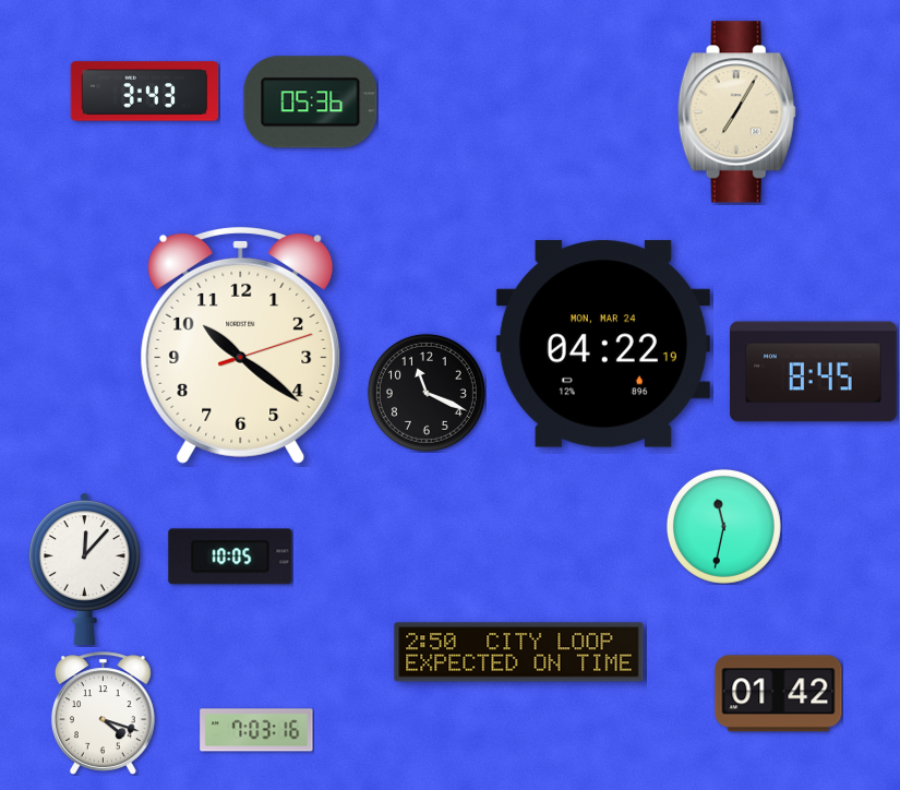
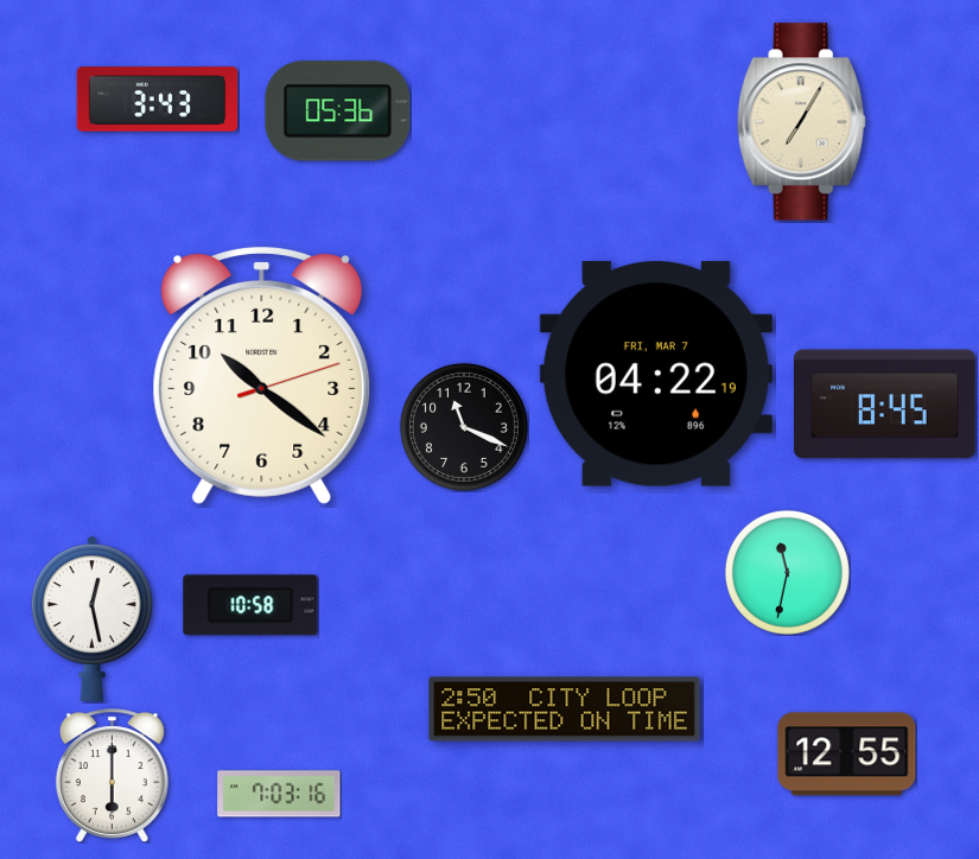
clock at (603, 344) date: MON, MAR 24 -> FRI, MAR 7
clock at (230, 556): 10:05 -> 10:58
clock at (84, 568): 12:07 -> 12:28
clock at (779, 694): 01:42 -> 12:55
clock at (103, 713): 4:18 -> 6:00
